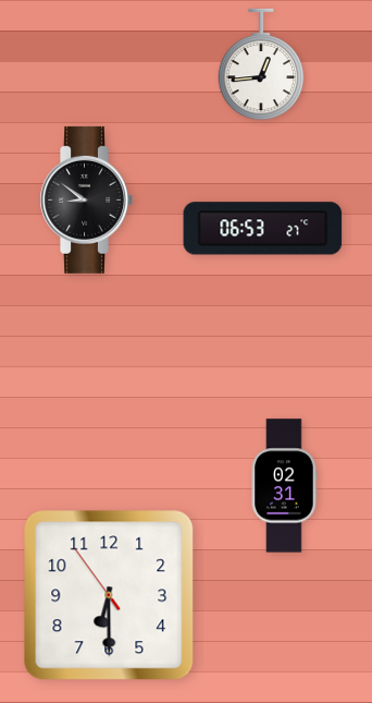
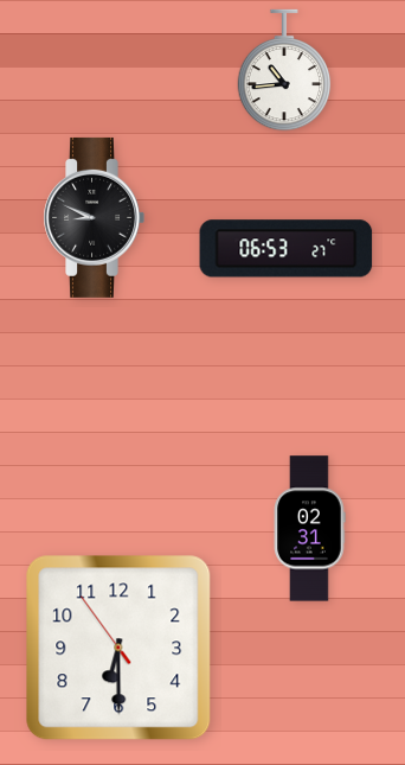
clock at (261, 64): 12:44 -> 10:44
clock at (86, 199): 8:51 -> 8:49
